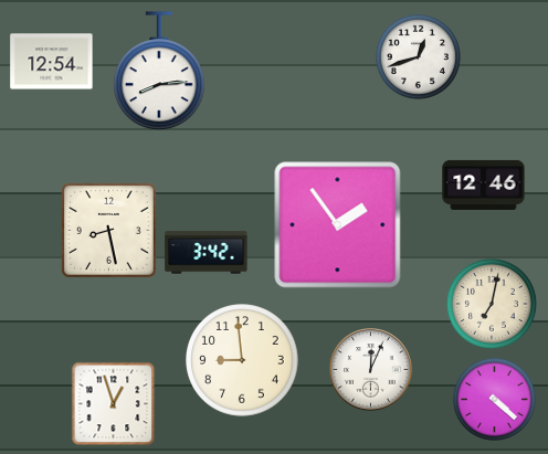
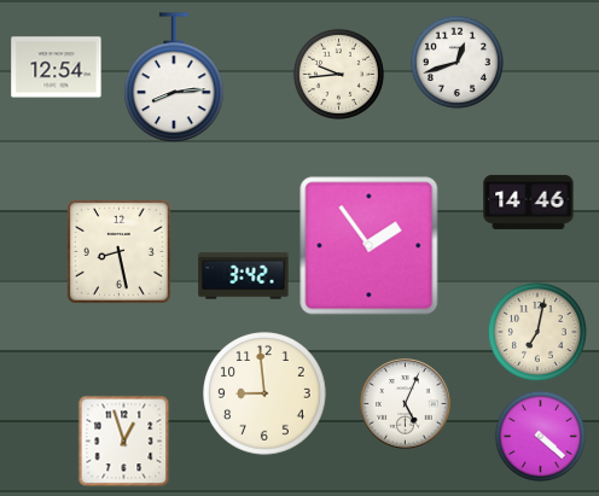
clock at (338, 74): none -> 9:44
clock at (484, 184): 12:46 -> 14:46
clock at (207, 253) position: (207, 253) -> (244, 276)
clock at (371, 370): 12:04 -> 5:04
